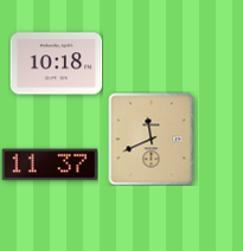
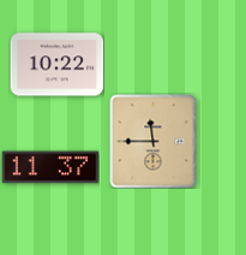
clock at (56, 64): 10:18 -> 10:22
clock at (152, 139): 11:41 -> 11:45
